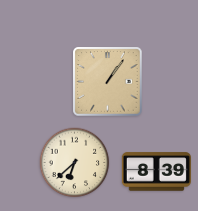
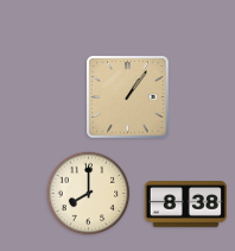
clock at (75, 163): 6:38 -> 8:00
clock at (156, 172): 8:39 -> 8:38
